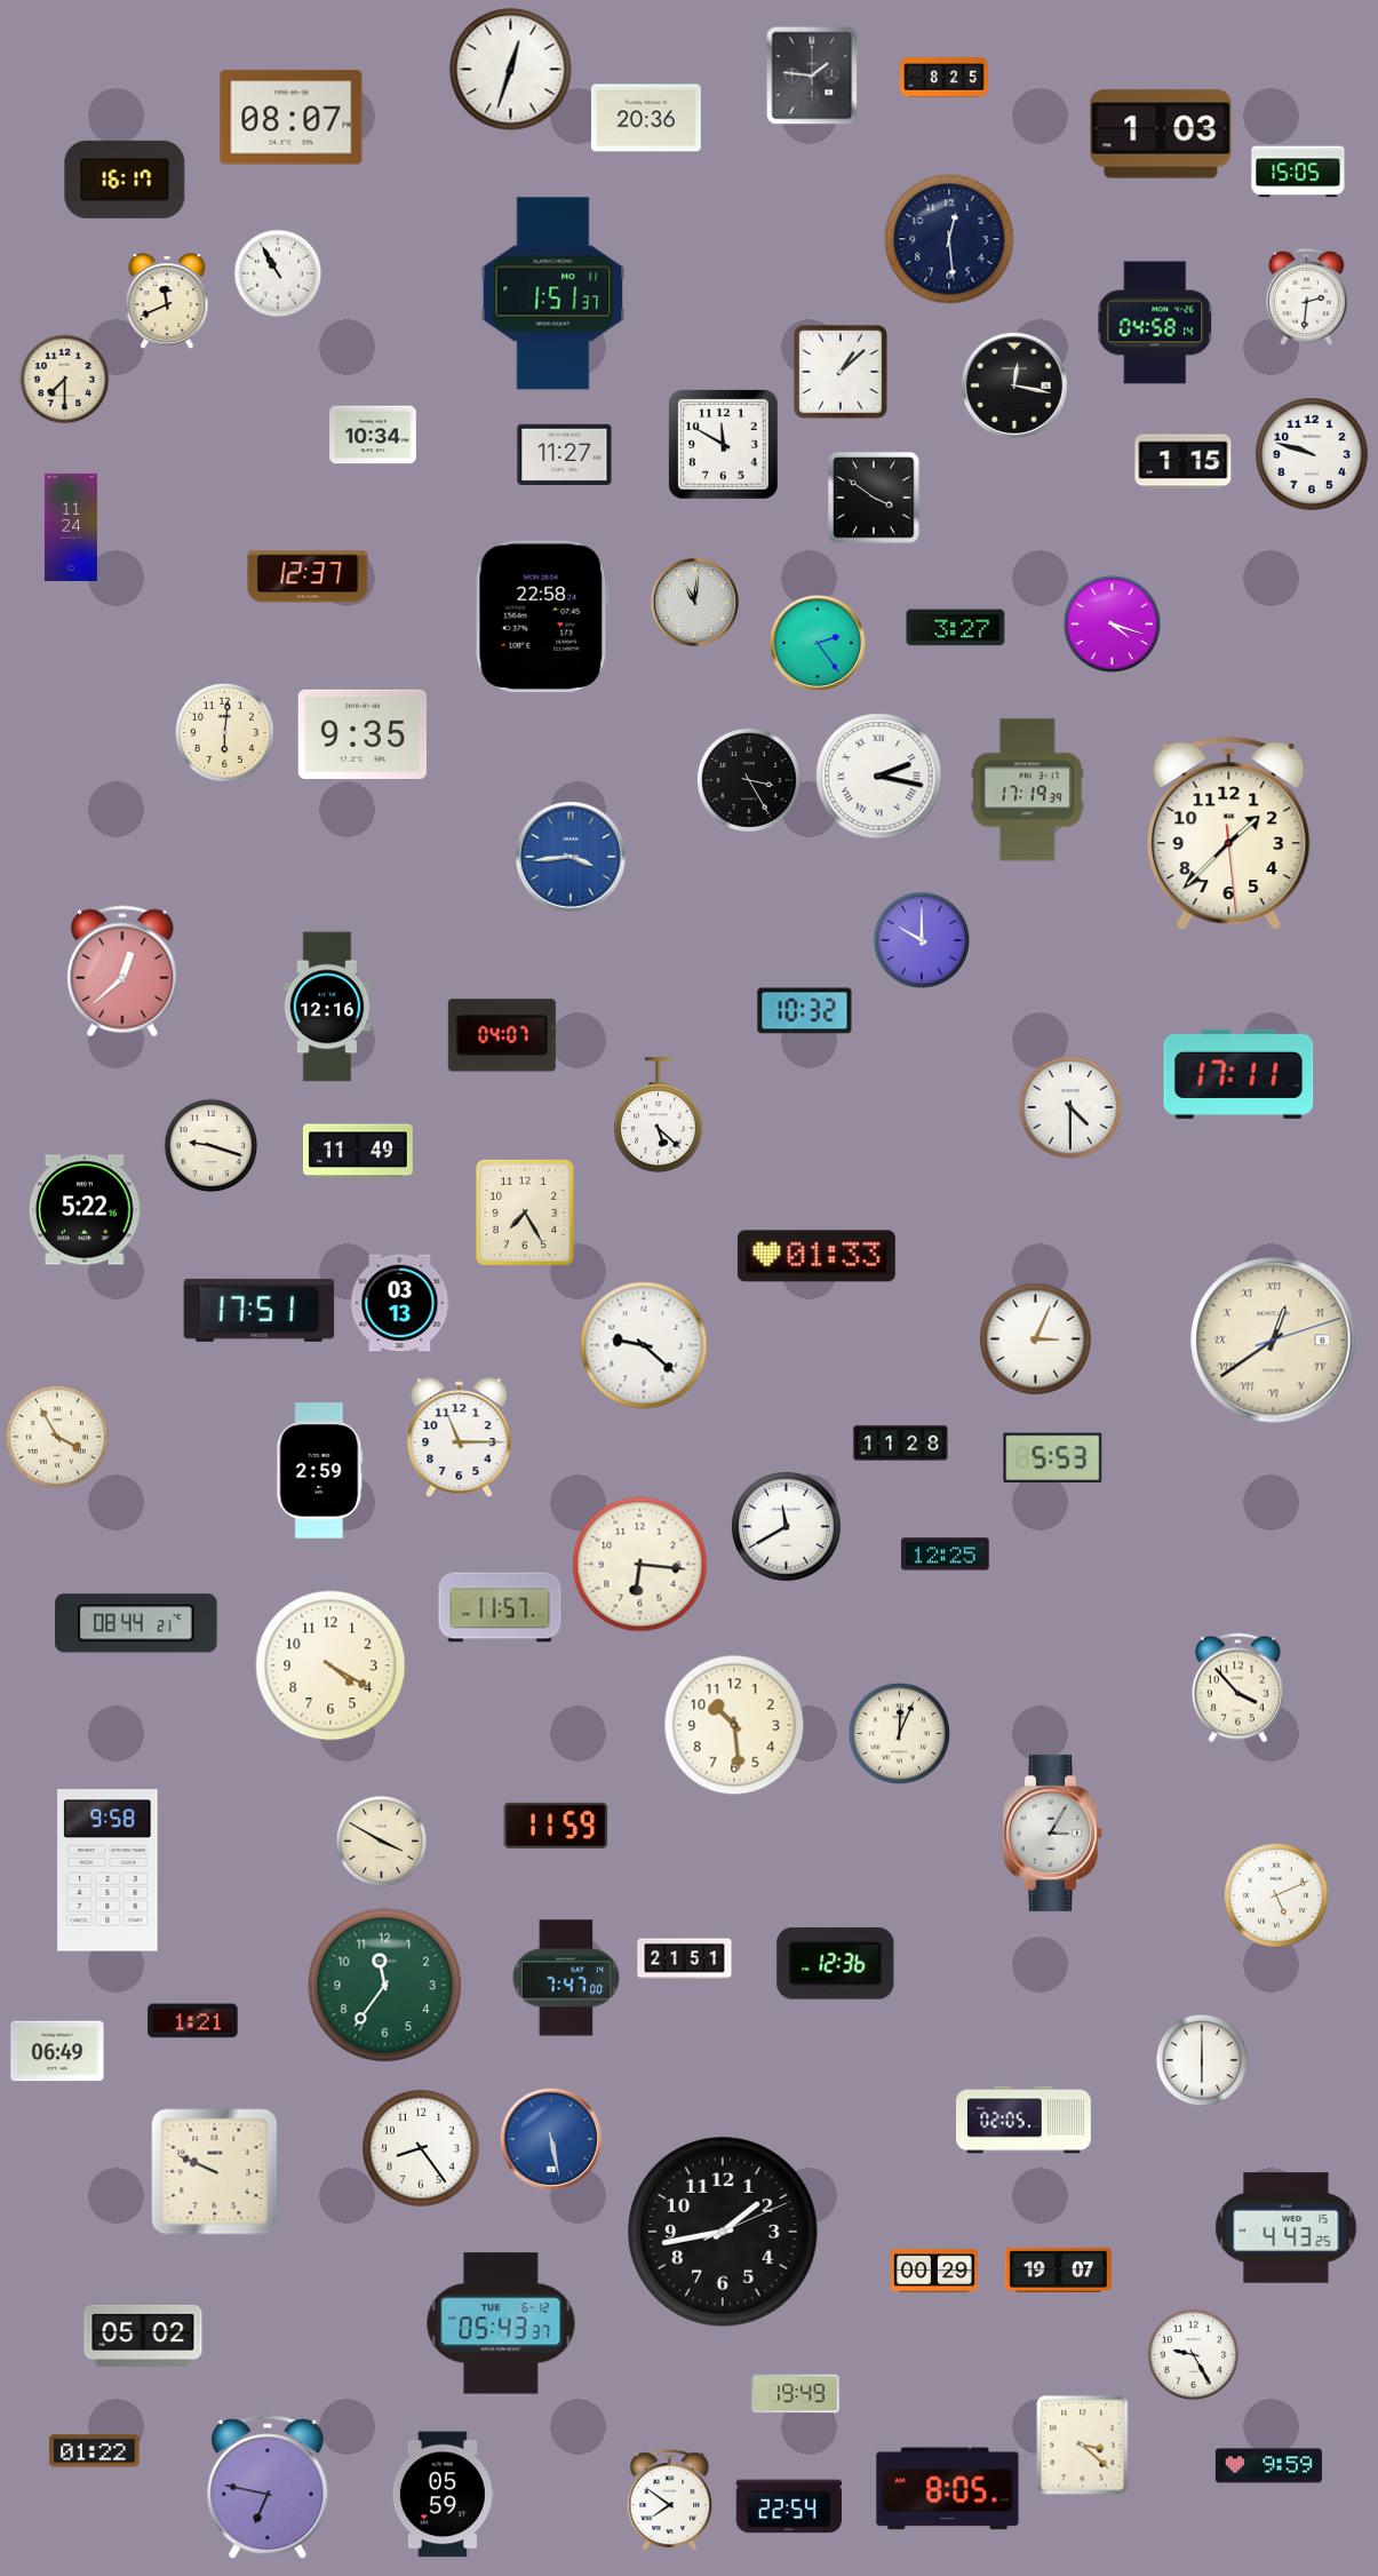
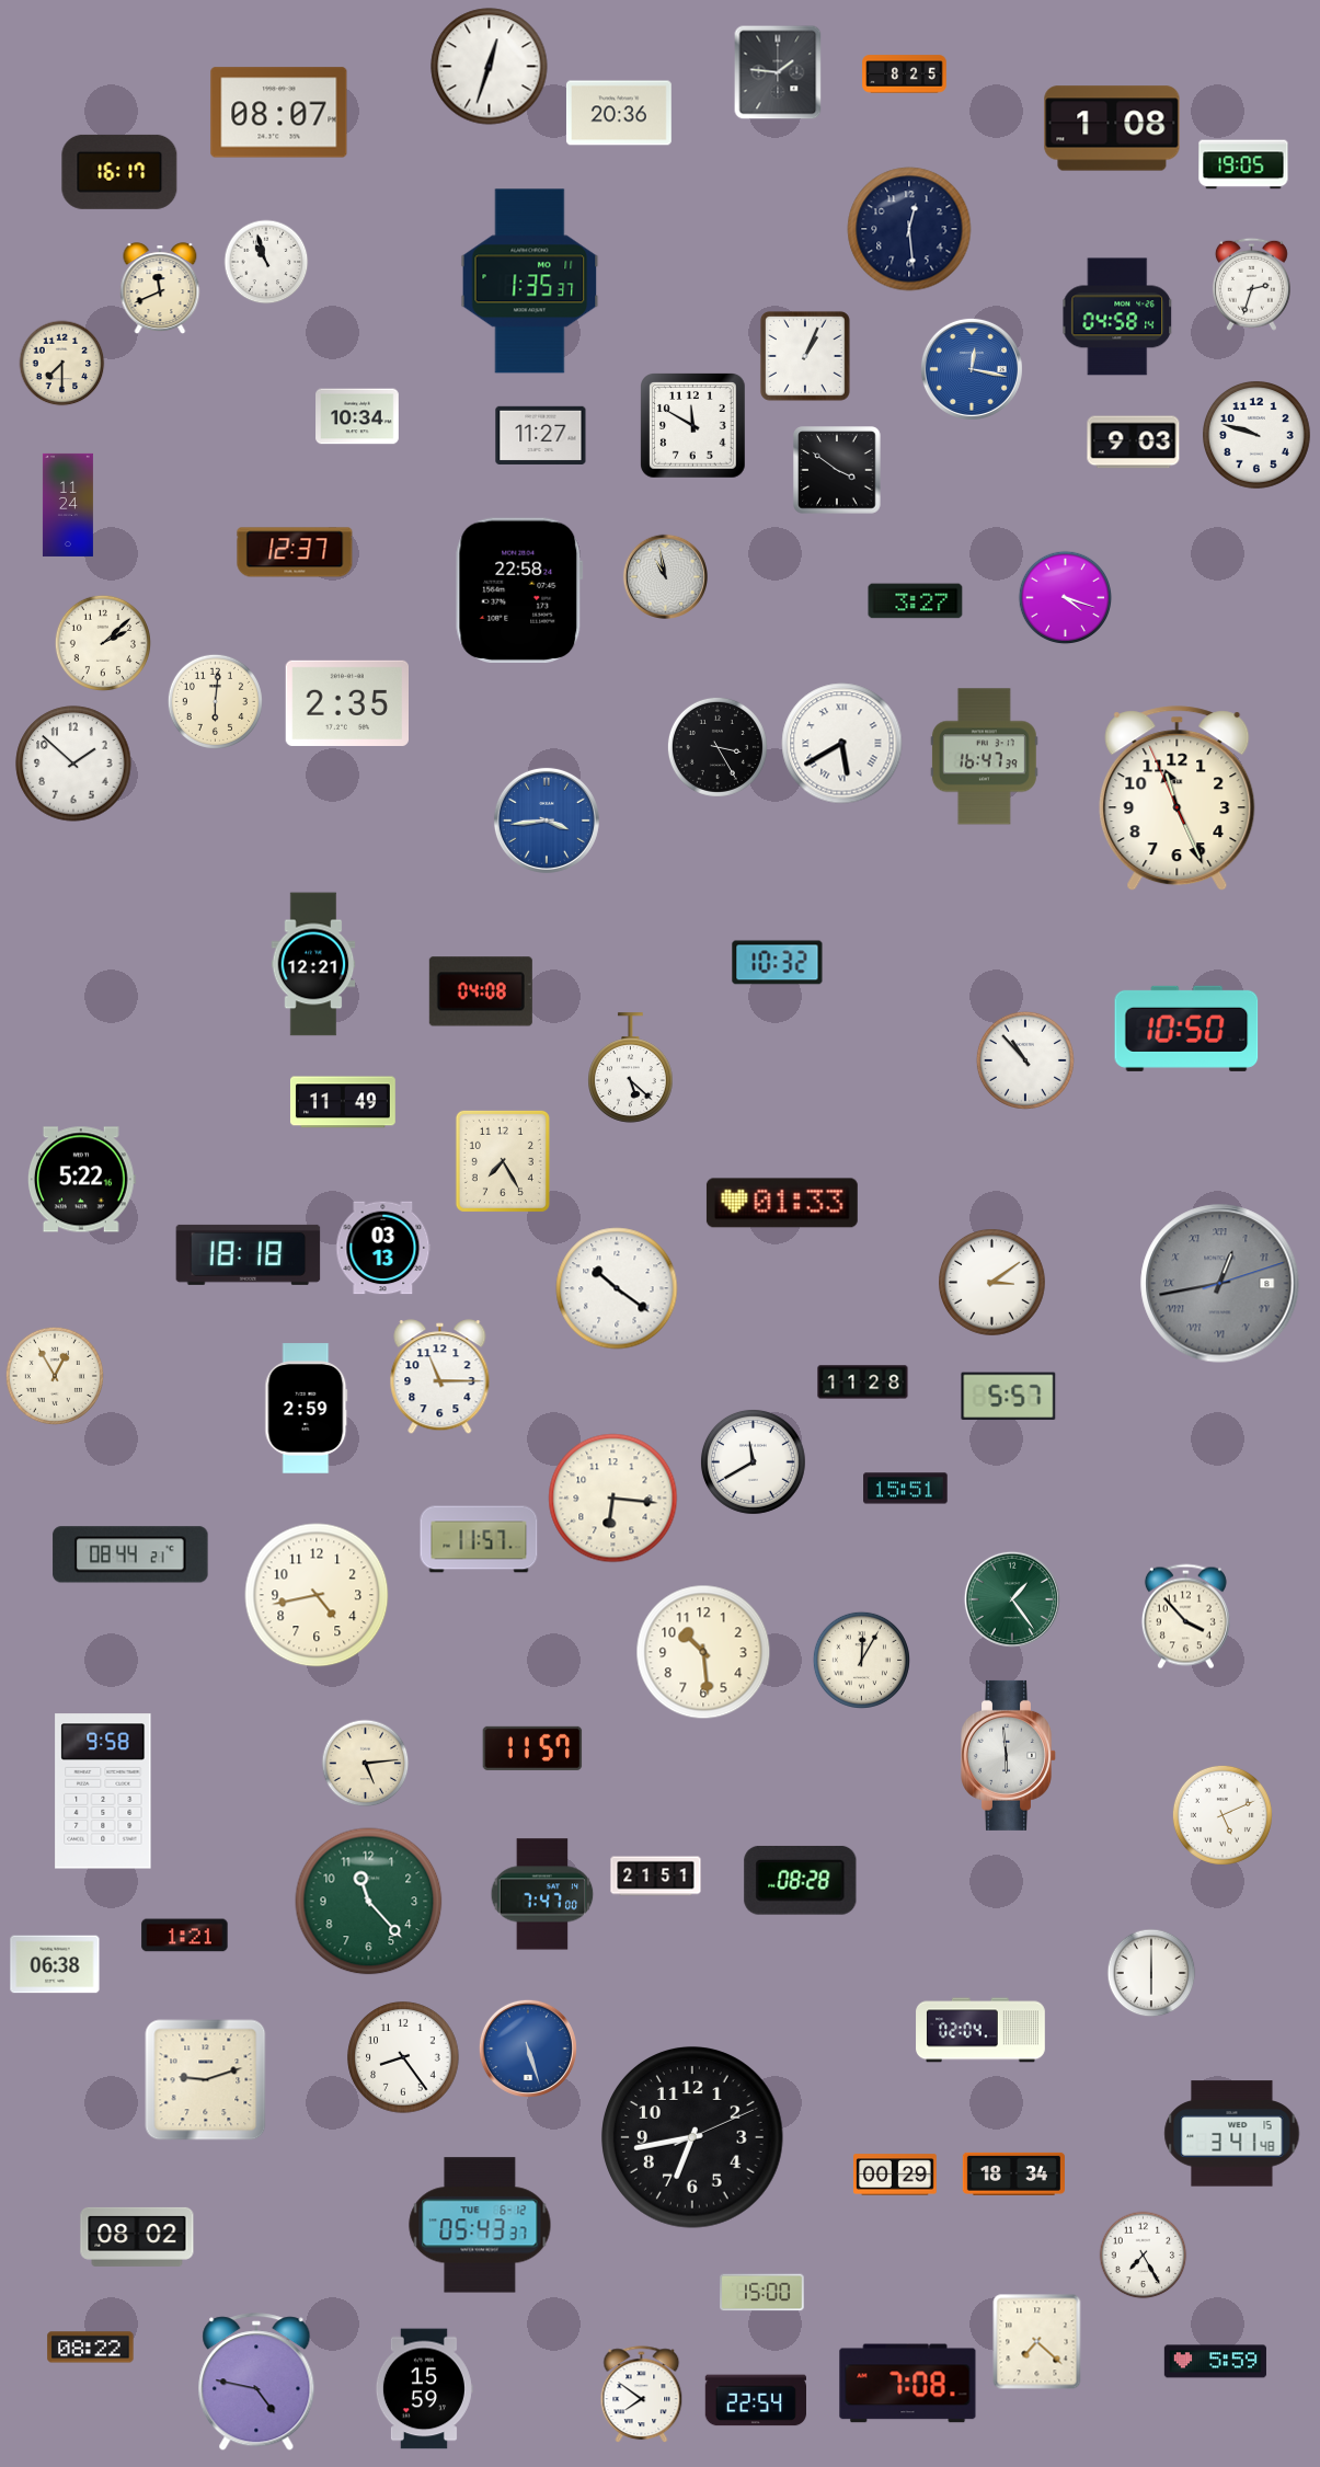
clock at (1161, 134): 1:03 -> 1:08
clock at (1298, 172): 15:05 -> 19:05
clock at (278, 273): 10:55 -> 10:57
clock at (553, 294): 1:51 -> 1:35
clock at (1306, 296): 2:31 -> 2:33
clock at (1155, 323) position: (1155, 323) -> (1117, 317)
clock at (841, 372): 1:08 -> 1:04
clock at (1014, 385) dial: black -> blue
clock at (1184, 462): 1:15 -> 9:03
clock at (874, 498) position: (874, 498) -> (837, 470)
clock at (694, 602): 11:01 -> 10:58
clock at (818, 643): 2:24 -> none
clock at (103, 643): none -> 2:08
clock at (361, 734): 9:35 -> 2:35
clock at (879, 777): 2:17 -> 5:40
clock at (1027, 790): 17:19 -> 16:47
clock at (73, 764): none -> 1:52
clock at (1229, 834): 1:37 -> 11:25
clock at (922, 940): 10:00 -> none
clock at (122, 971): 12:38 -> none
clock at (327, 1007): 12:16 -> 12:21
clock at (805, 1011) position: (805, 1011) -> (778, 963)
clock at (502, 1035): 04:07 -> 04:08
clock at (1238, 1074): 17:11 -> 10:50
clock at (1070, 1107): 4:30 -> 10:53
clock at (212, 1146): 9:18 -> none
clock at (85, 1210) position: (85, 1210) -> (81, 1180)
clock at (260, 1310): 17:51 -> 18:18
clock at (1036, 1339): 3:04 -> 3:09
clock at (1274, 1341): 12:39 -> 12:43
clock at (1274, 1341) dial: cream -> grey
clock at (644, 1345): 9:22 -> 10:21
clock at (57, 1437): 3:55 -> 12:55
clock at (1053, 1458): 5:53 -> 5:57
clock at (946, 1555): 12:25 -> 15:51
clock at (330, 1665): 4:20 -> 4:43
clock at (1012, 1599): none -> 1:24
clock at (899, 1733): 12:04 -> 12:05
clock at (556, 1826): 11:59 -> 11:57
clock at (1053, 1832): 3:05 -> 5:59
clock at (382, 1842): 3:50 -> 5:14
clock at (836, 1963): 12:36 -> 08:28
clock at (385, 1986): 11:36 -> 11:23
clock at (57, 2051): 06:49 -> 06:38
clock at (1023, 2120): 02:05 -> 02:04
clock at (551, 2139): 5:28 -> 5:27
clock at (215, 2172): 9:49 -> 9:12
clock at (1287, 2228): 4:43 -> 3:41
clock at (723, 2232): 1:43 -> 6:43
clock at (1058, 2269): 19:07 -> 18:34
clock at (143, 2336): 05:02 -> 08:02
clock at (1194, 2355): 9:25 -> 7:25
clock at (796, 2394): 19:49 -> 15:00
clock at (1083, 2446): 3:22 -> 7:22
clock at (95, 2451): 01:22 -> 08:22
clock at (1268, 2466): 9:59 -> 5:59
clock at (268, 2488): 6:47 -> 4:47
clock at (948, 2489): 8:05 -> 7:08
clock at (443, 2495): 05:59 -> 15:59
